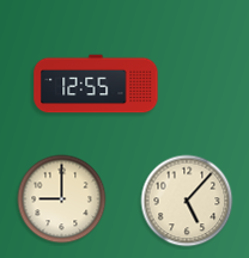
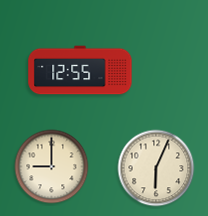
clock at (187, 201): 5:07 -> 6:04
